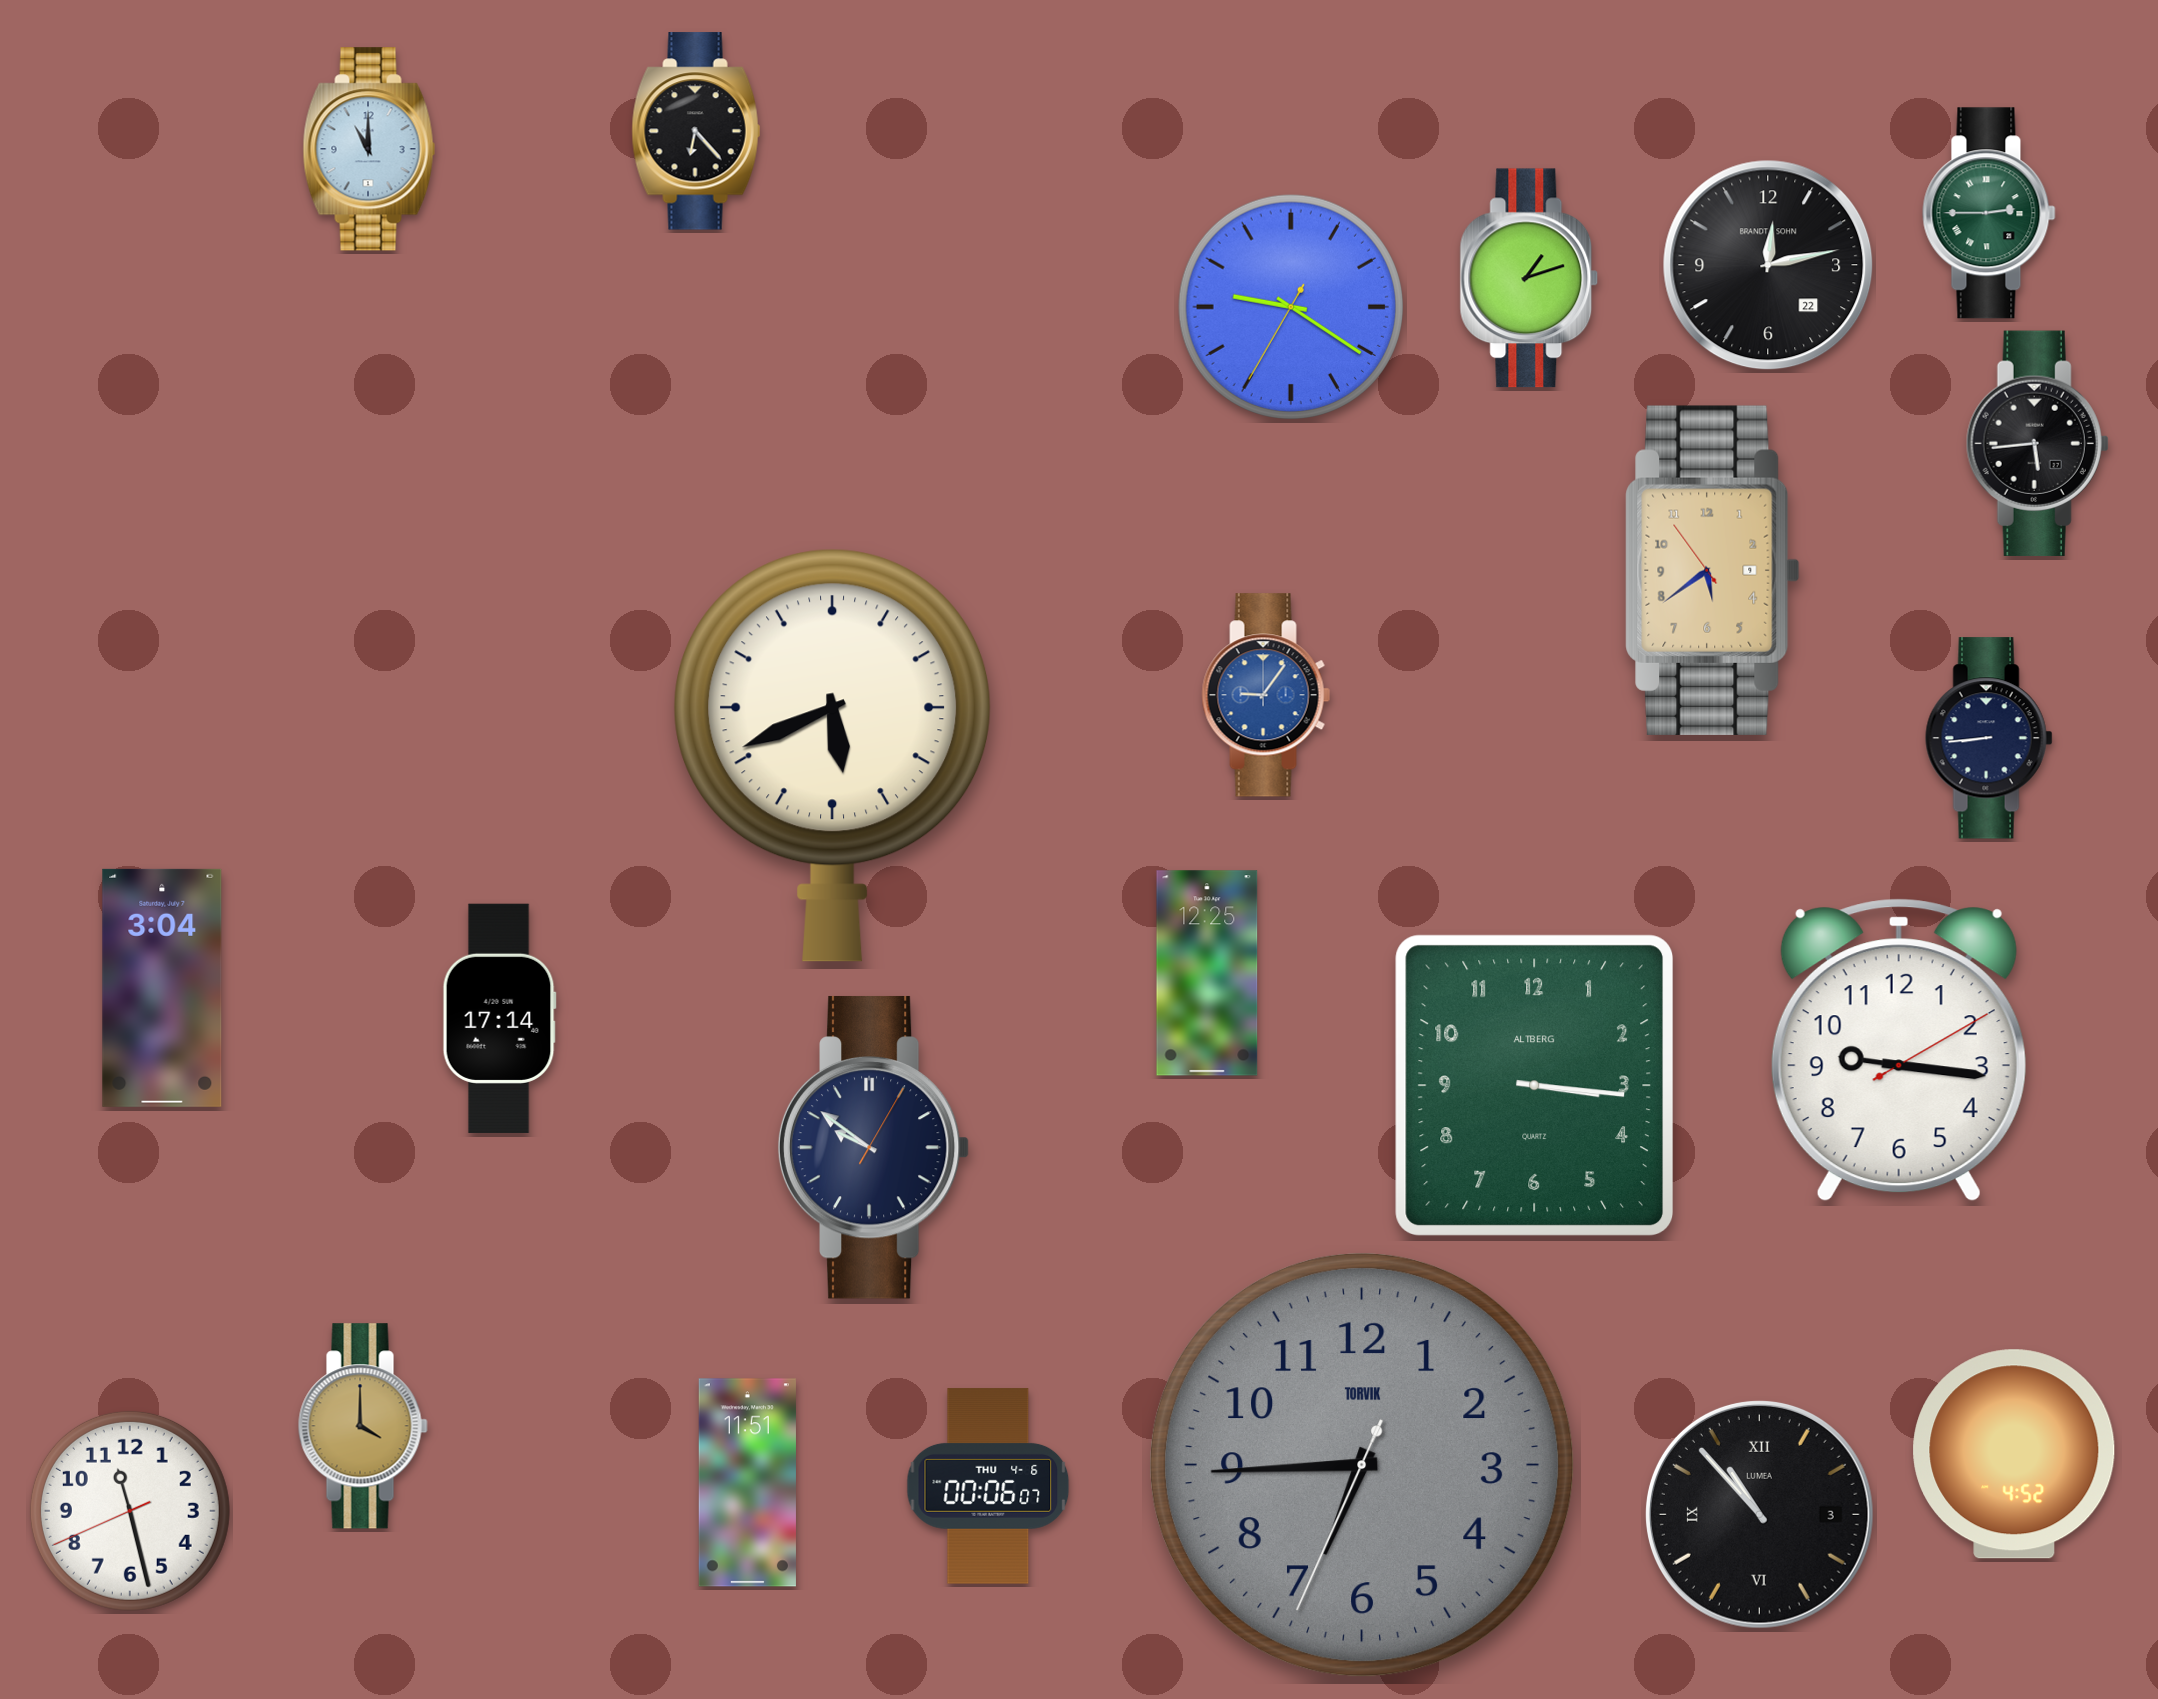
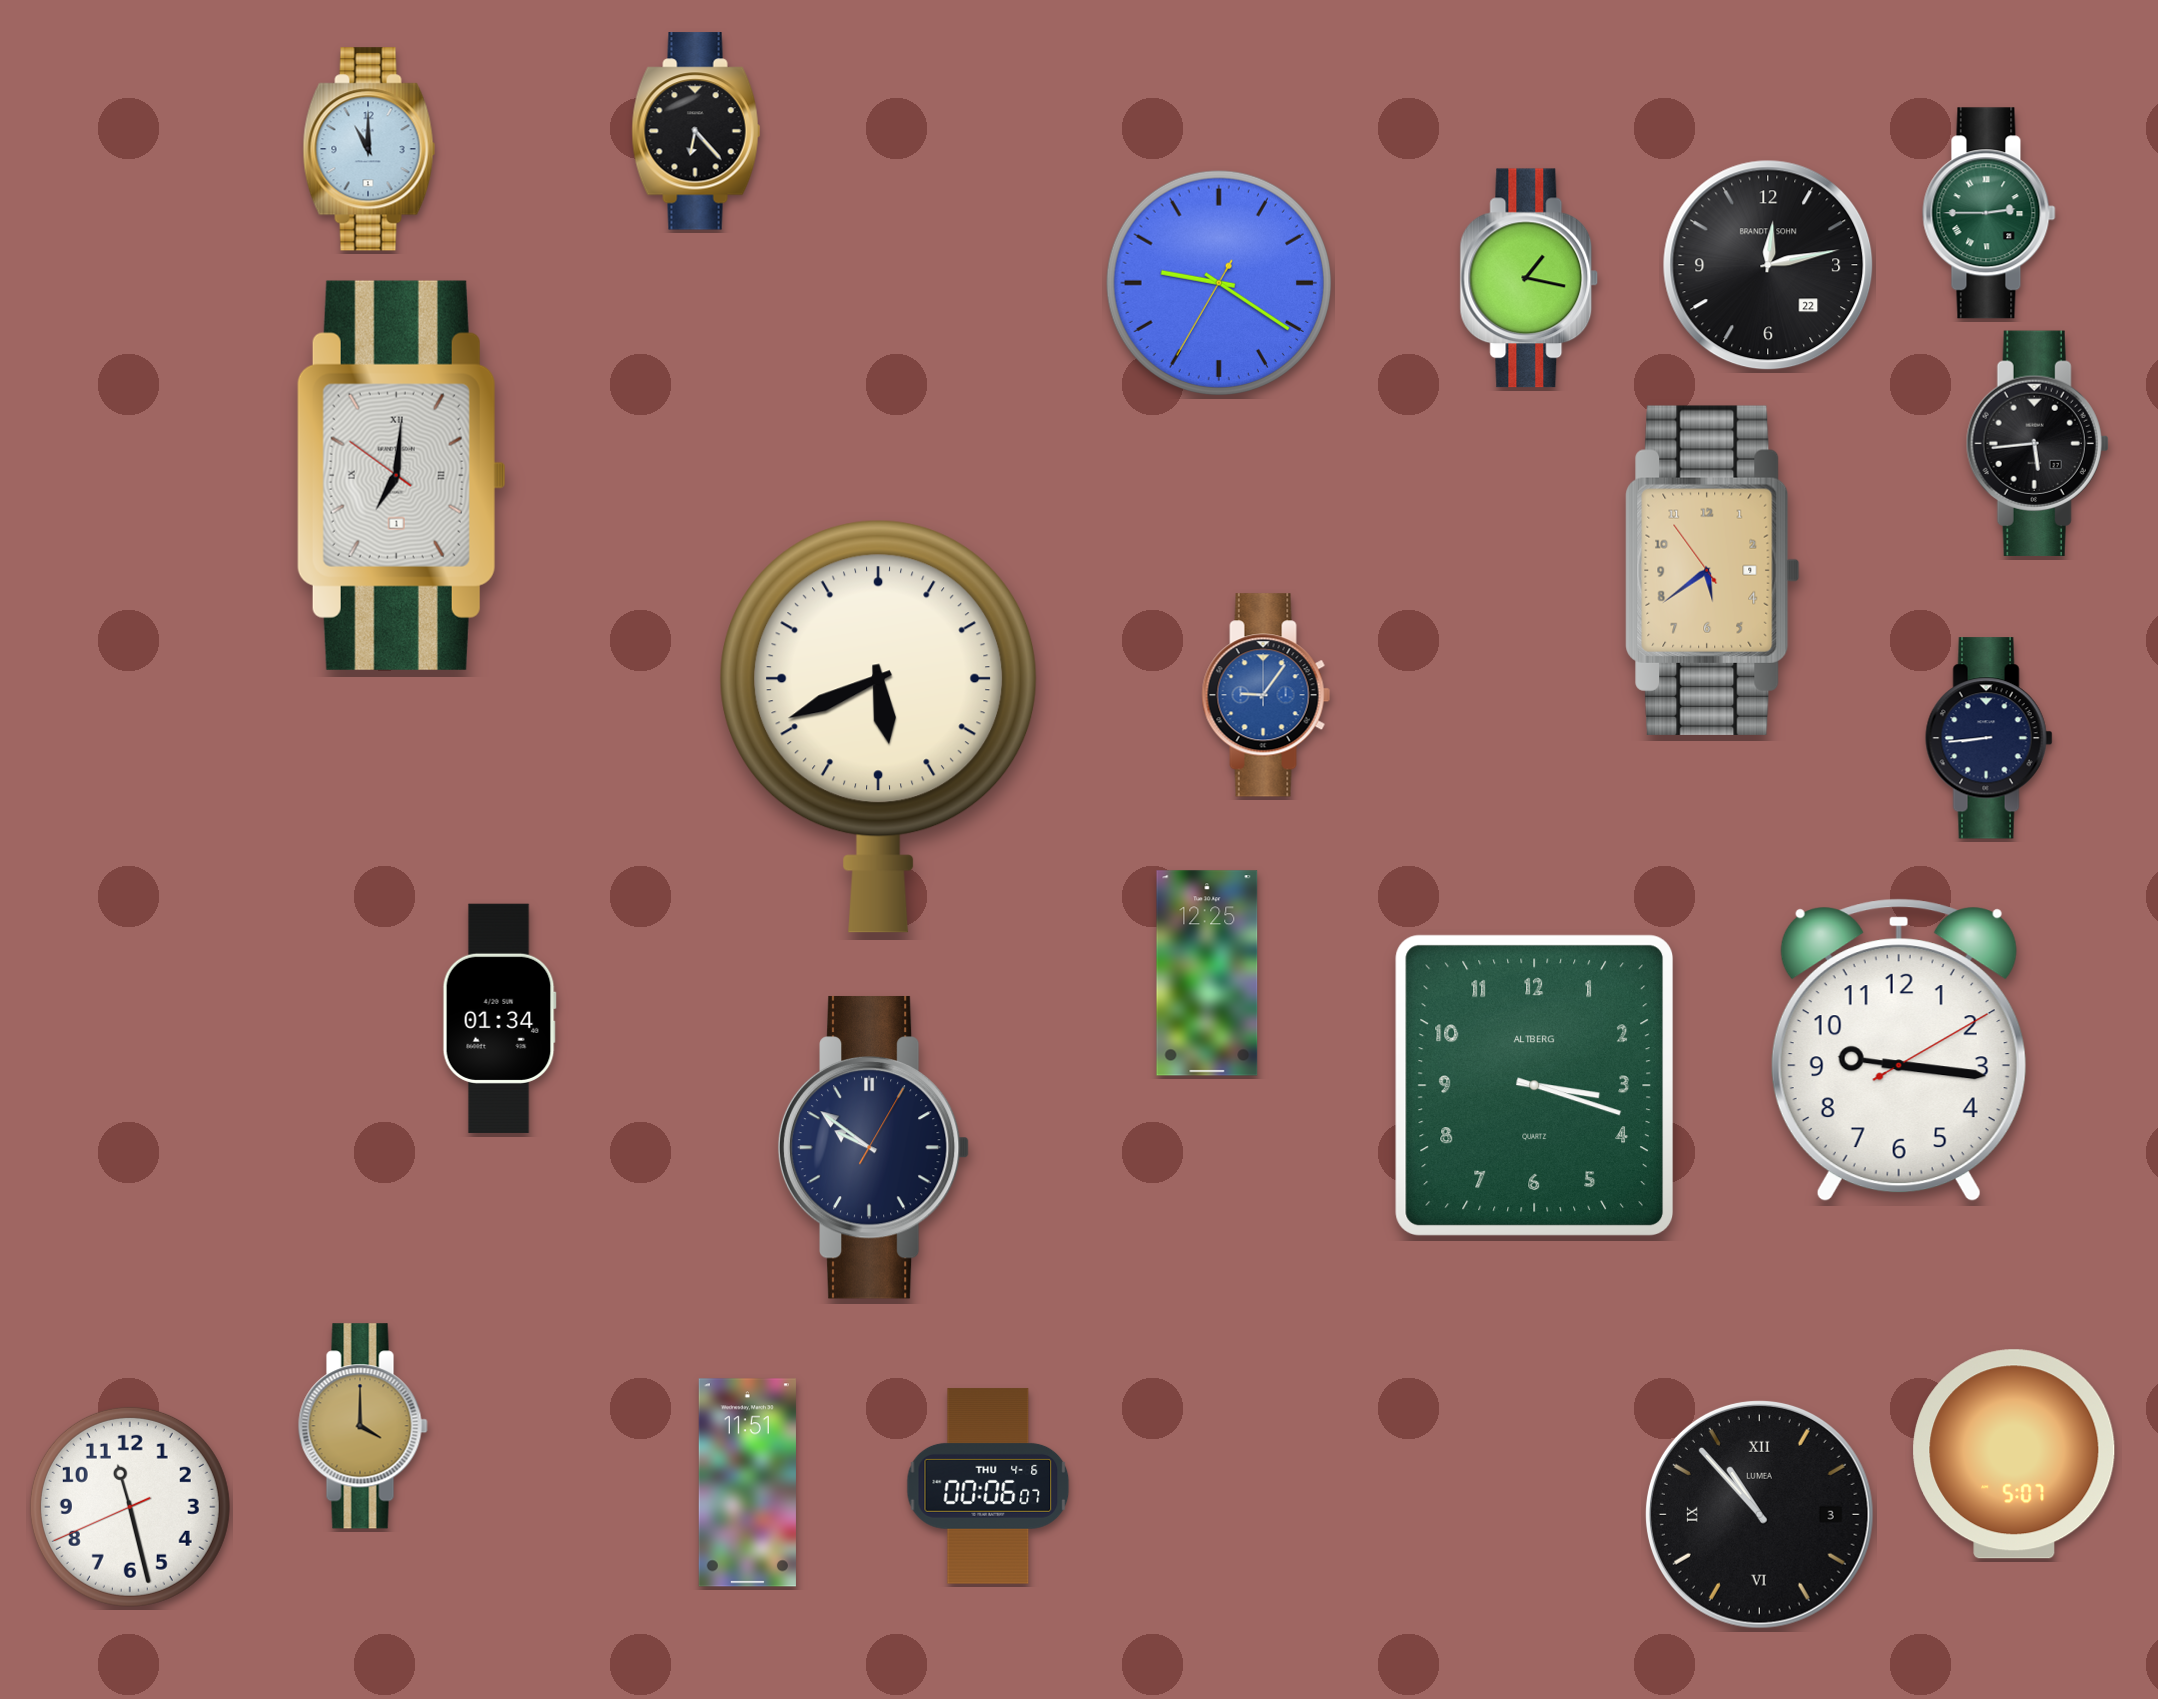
clock at (1529, 278): 1:12 -> 1:17
clock at (1291, 307) position: (1291, 307) -> (1219, 283)
clock at (401, 475): none -> 7:00
clock at (833, 755) position: (833, 755) -> (879, 726)
clock at (162, 988): 3:04 -> none
clock at (499, 1018): 17:14 -> 01:34
clock at (1535, 1085): 3:16 -> 3:18
clock at (2014, 1454): 4:52 -> 5:07
clock at (1362, 1465): 6:44 -> none
clock at (130, 1511) position: (130, 1511) -> (130, 1507)
